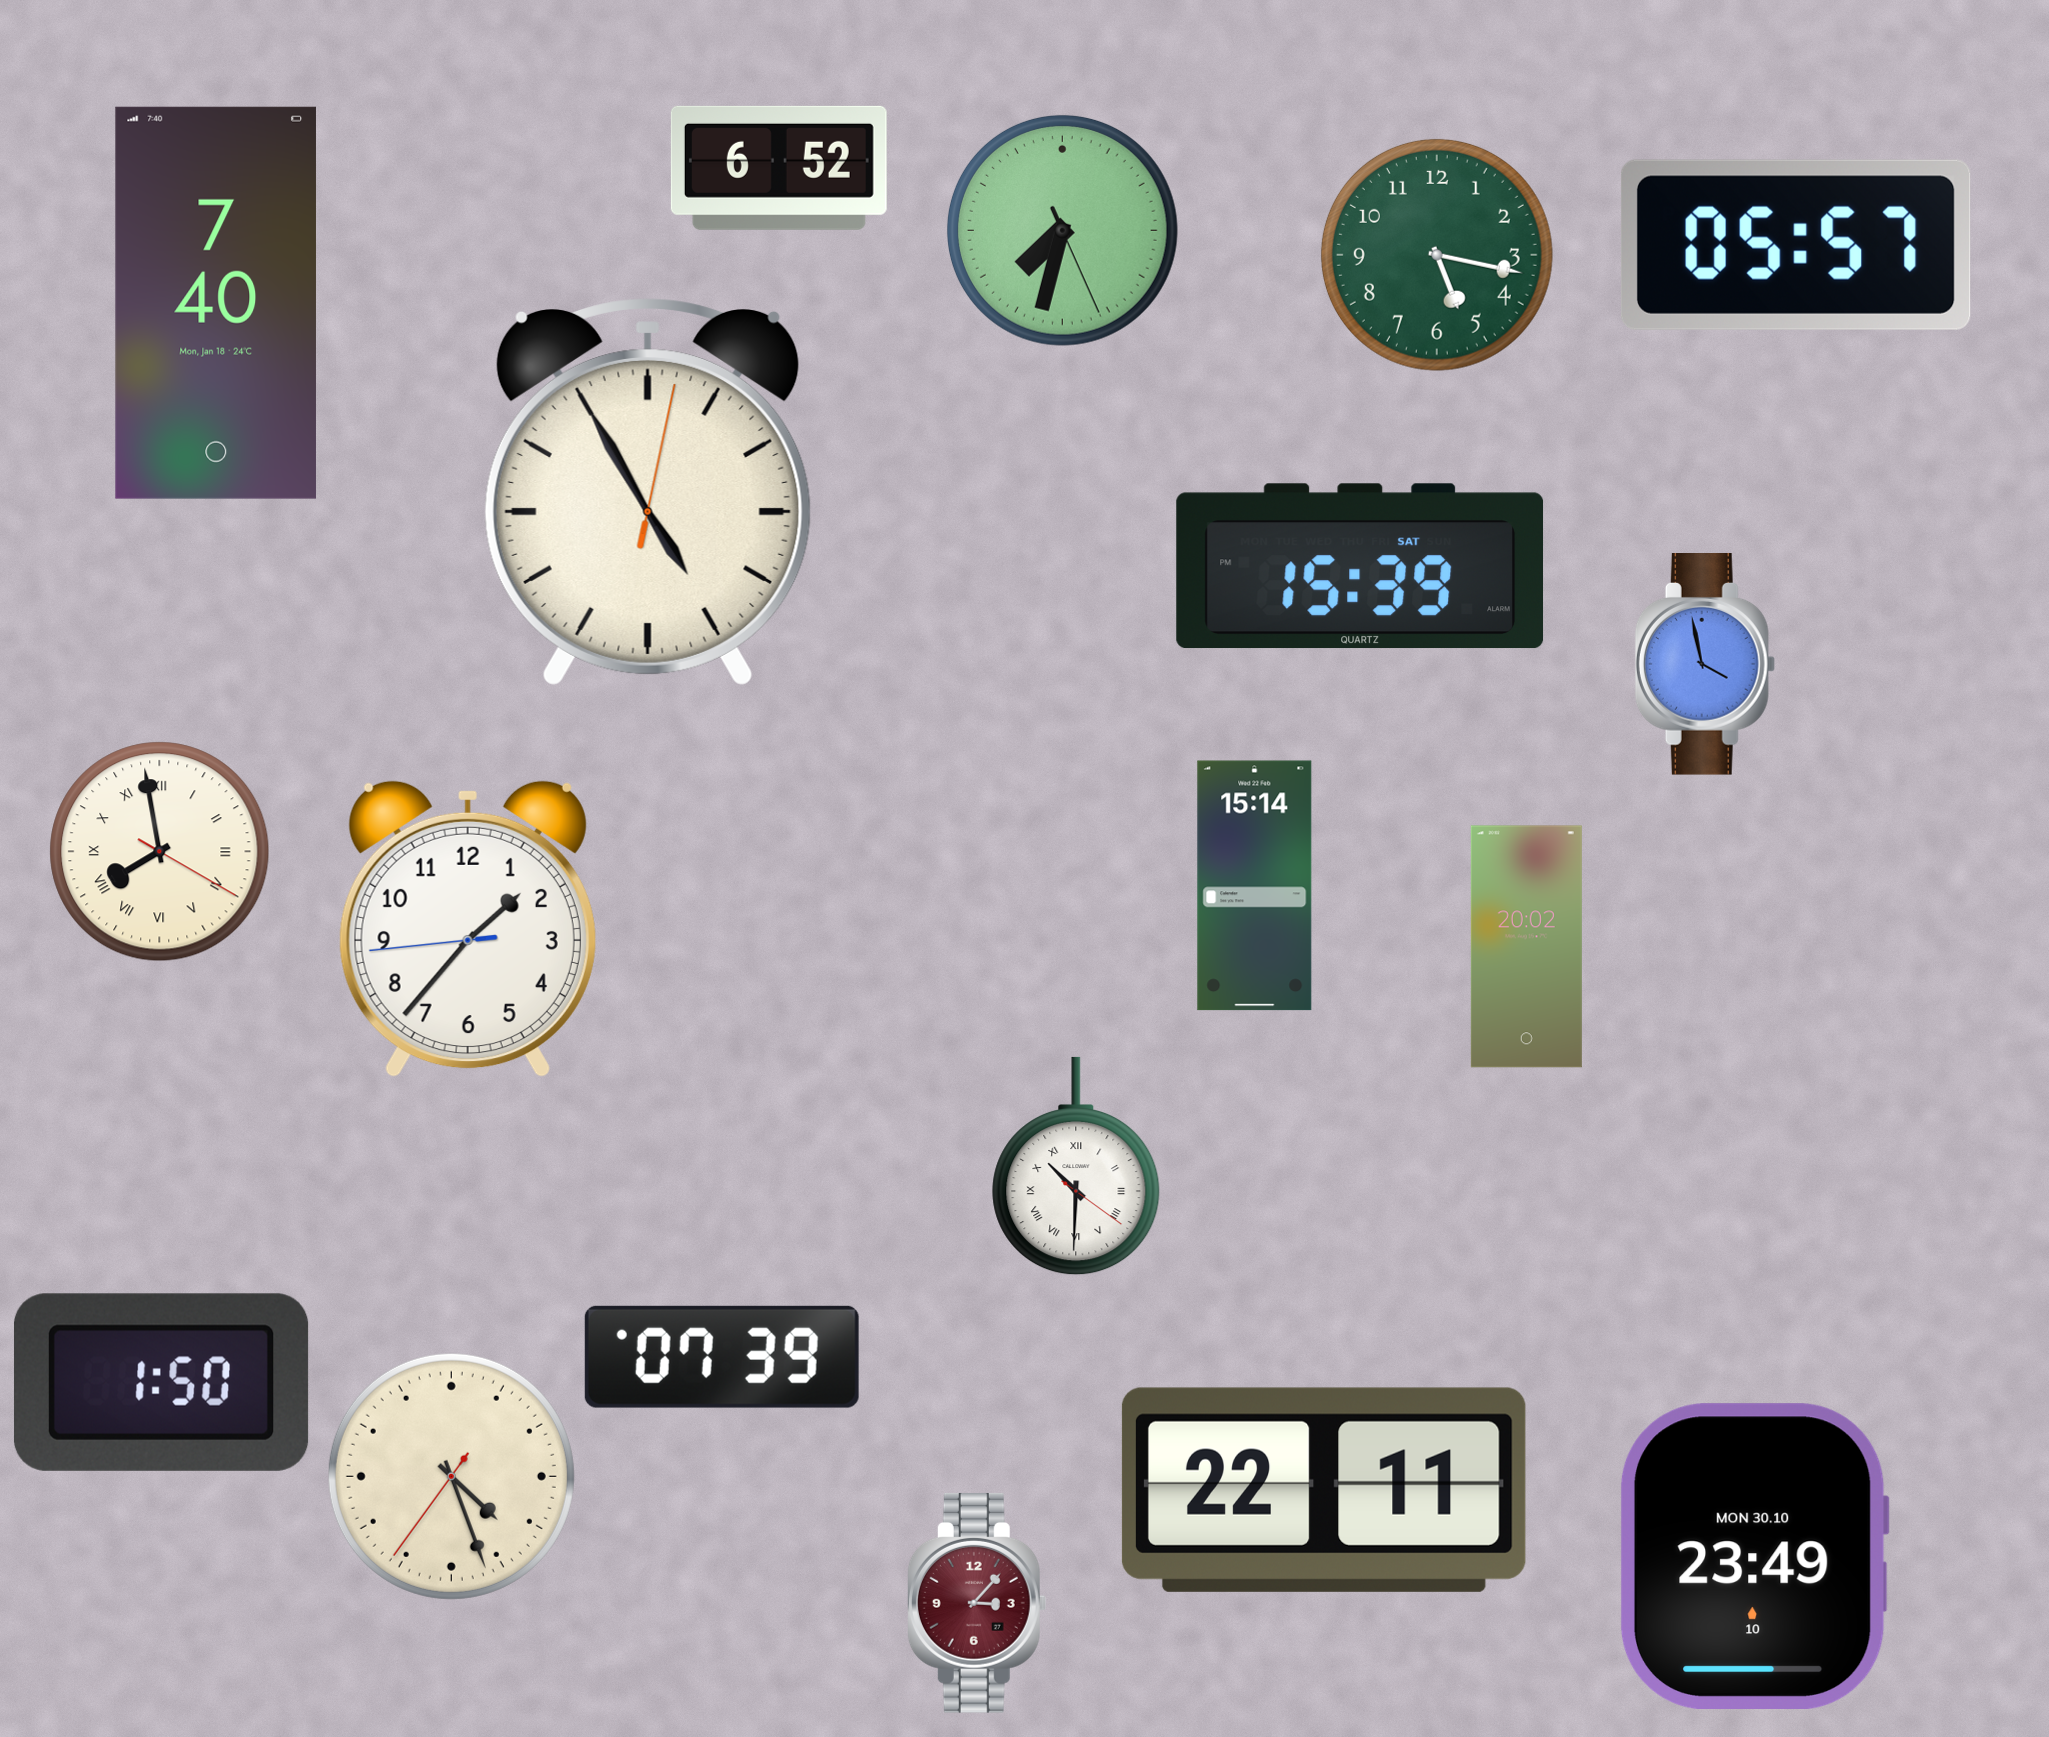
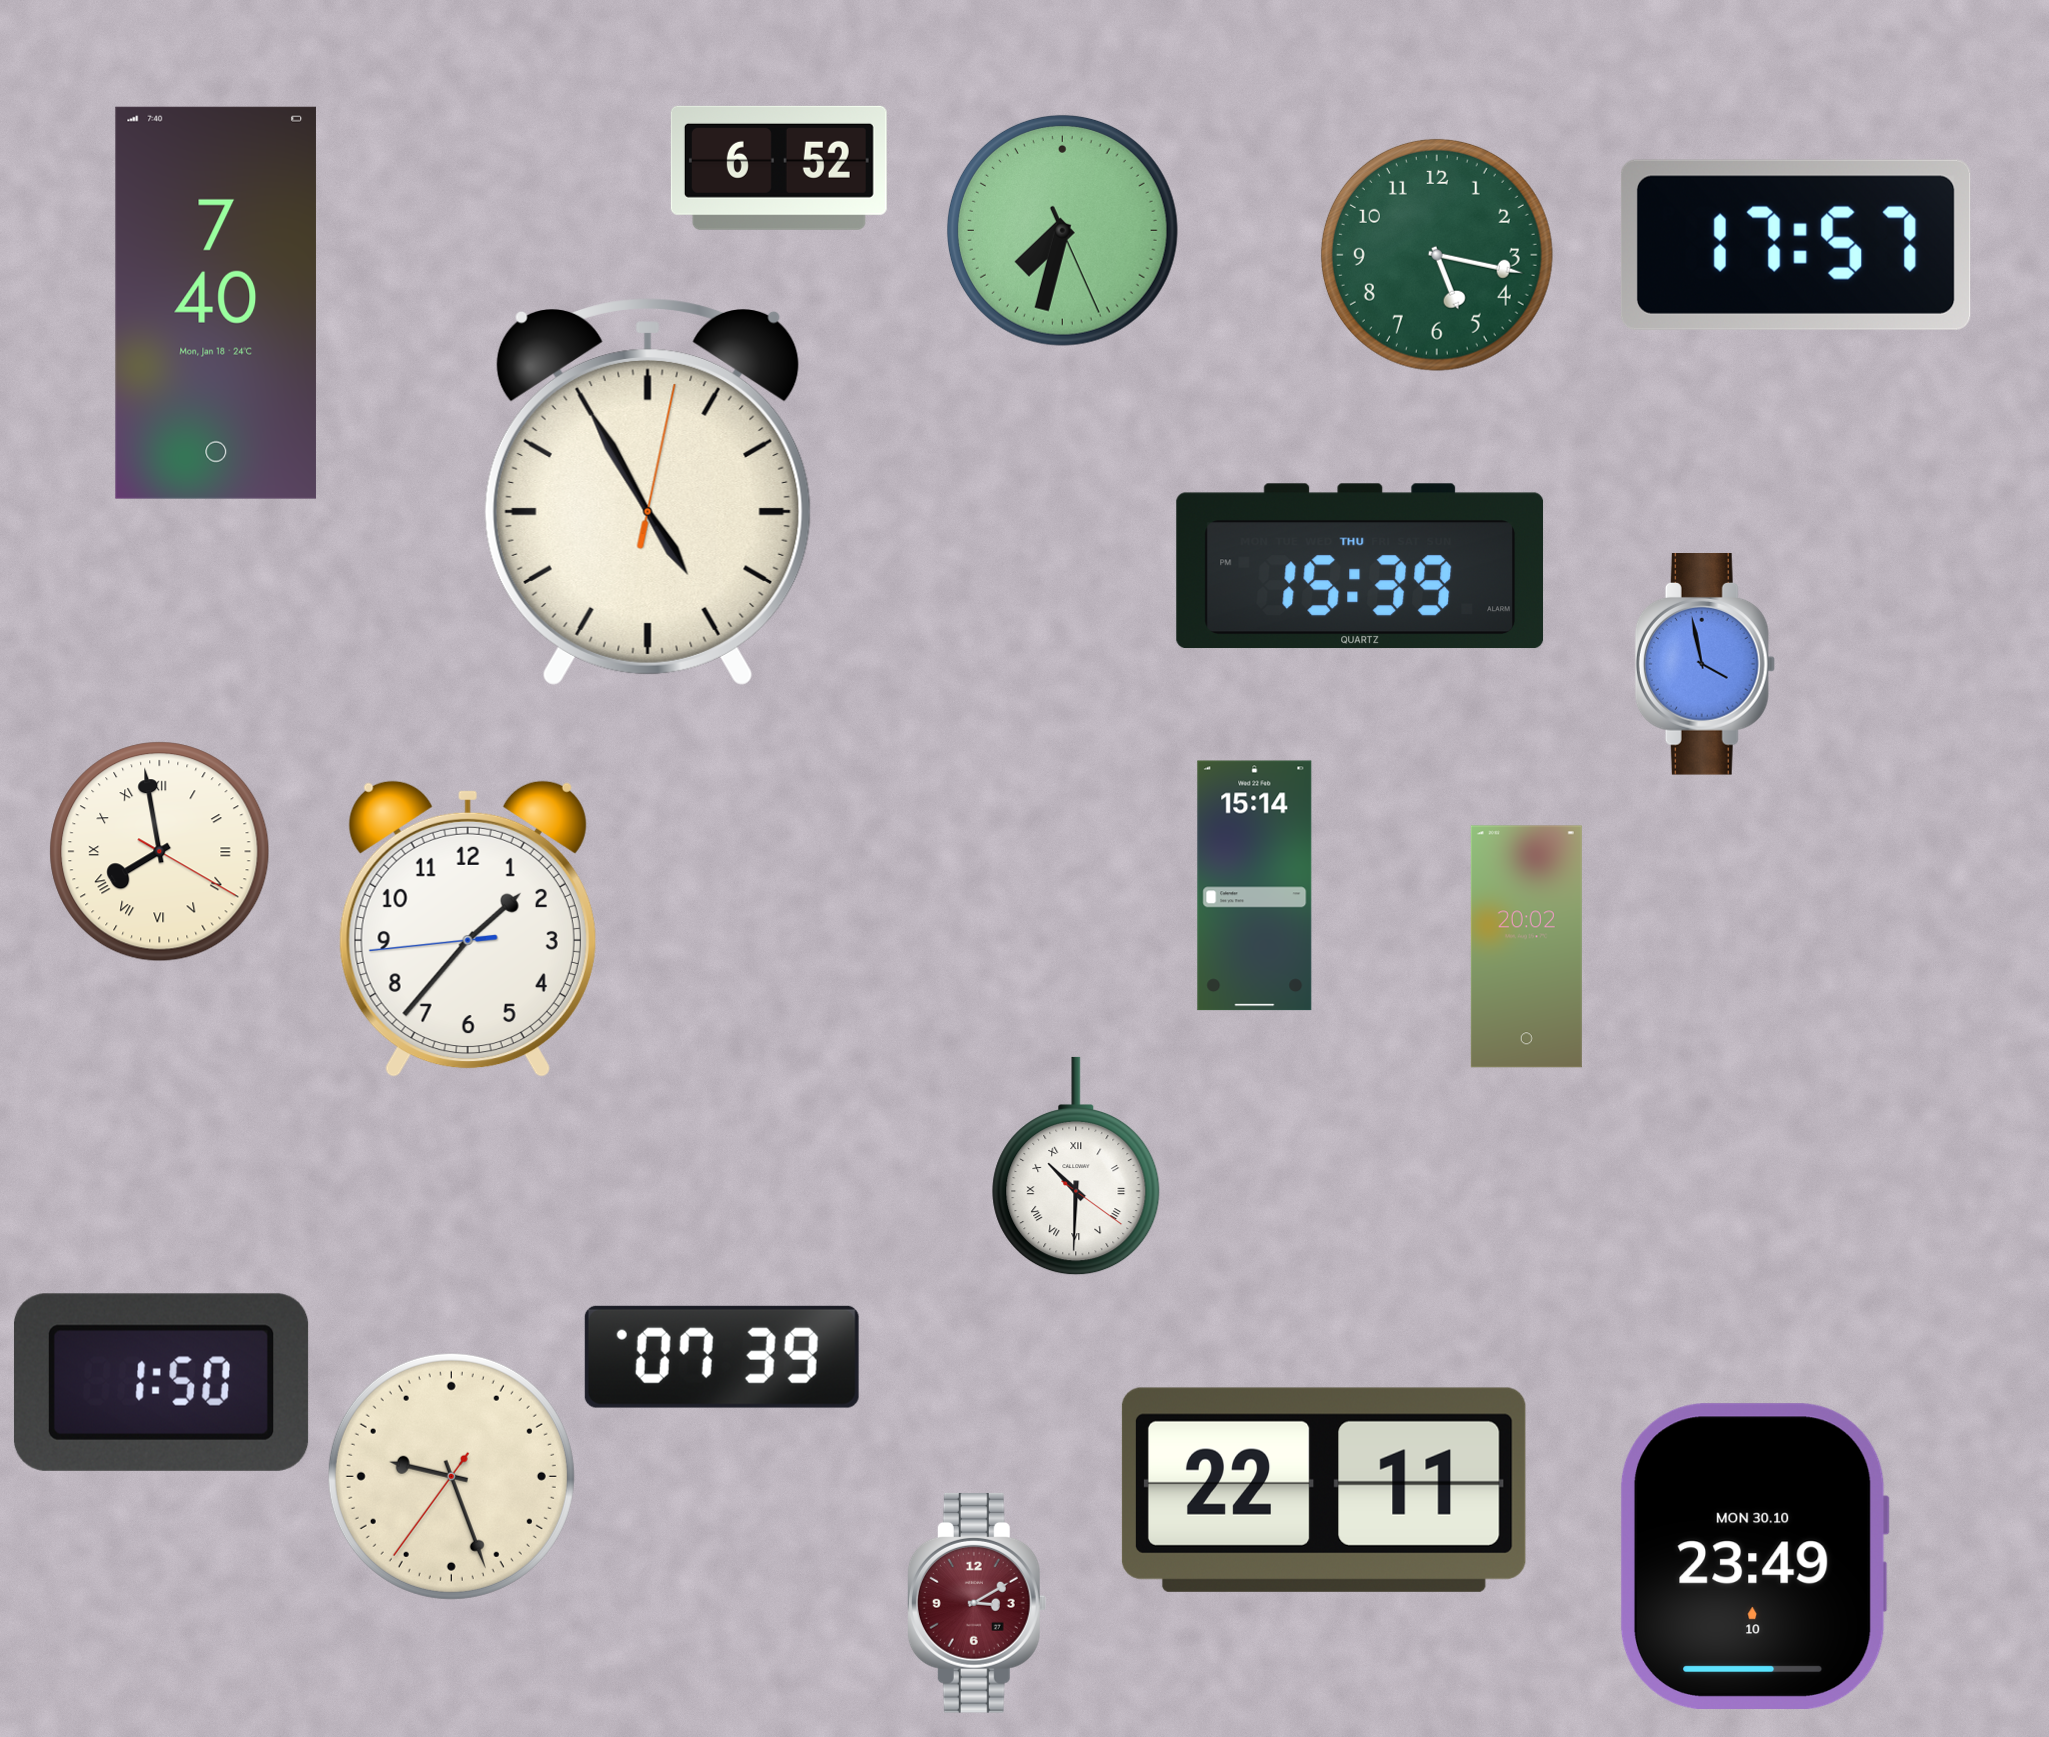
clock at (1796, 245): 05:57 -> 17:57
clock at (1360, 566) date: SAT -> THU
clock at (451, 1476): 4:26 -> 9:26
clock at (977, 1603): 3:07 -> 3:10
